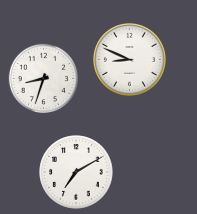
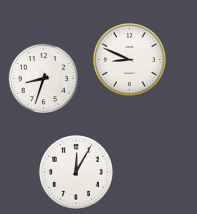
clock at (76, 172): 7:10 -> 12:05
